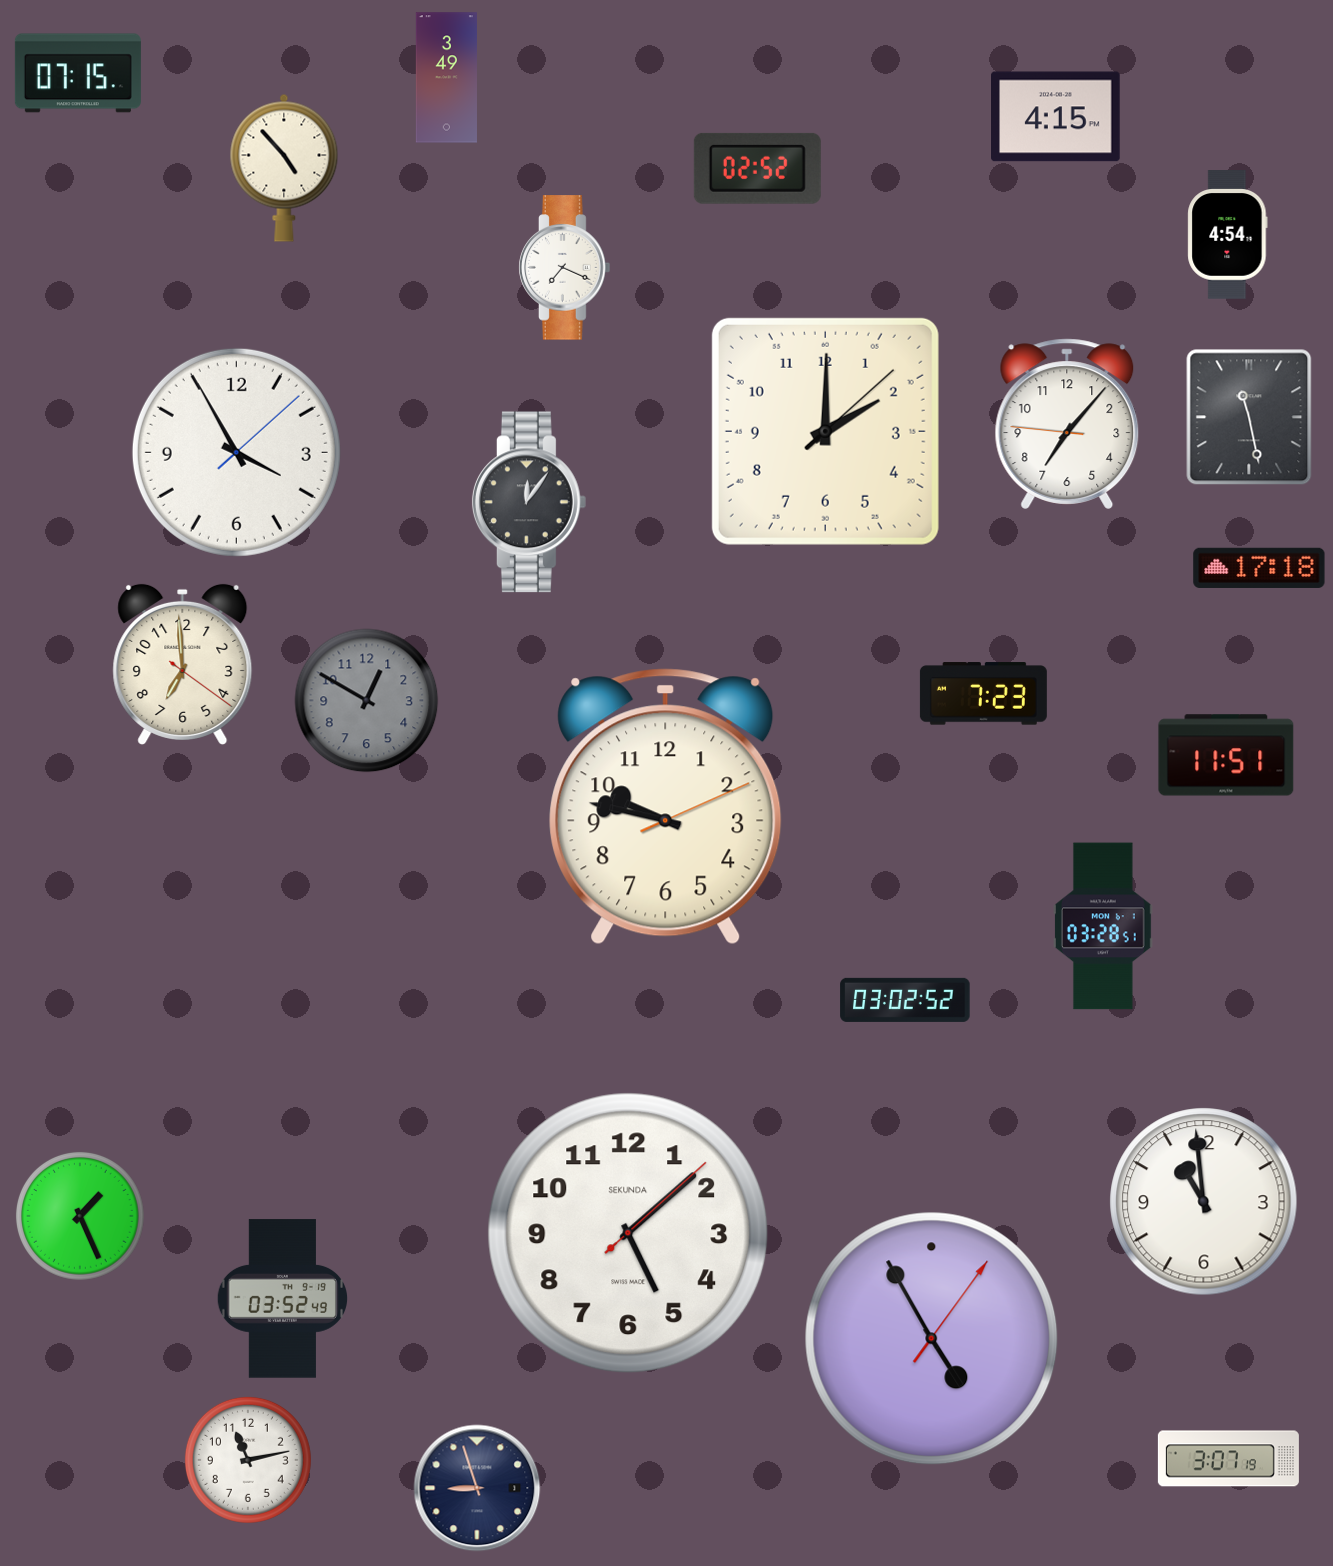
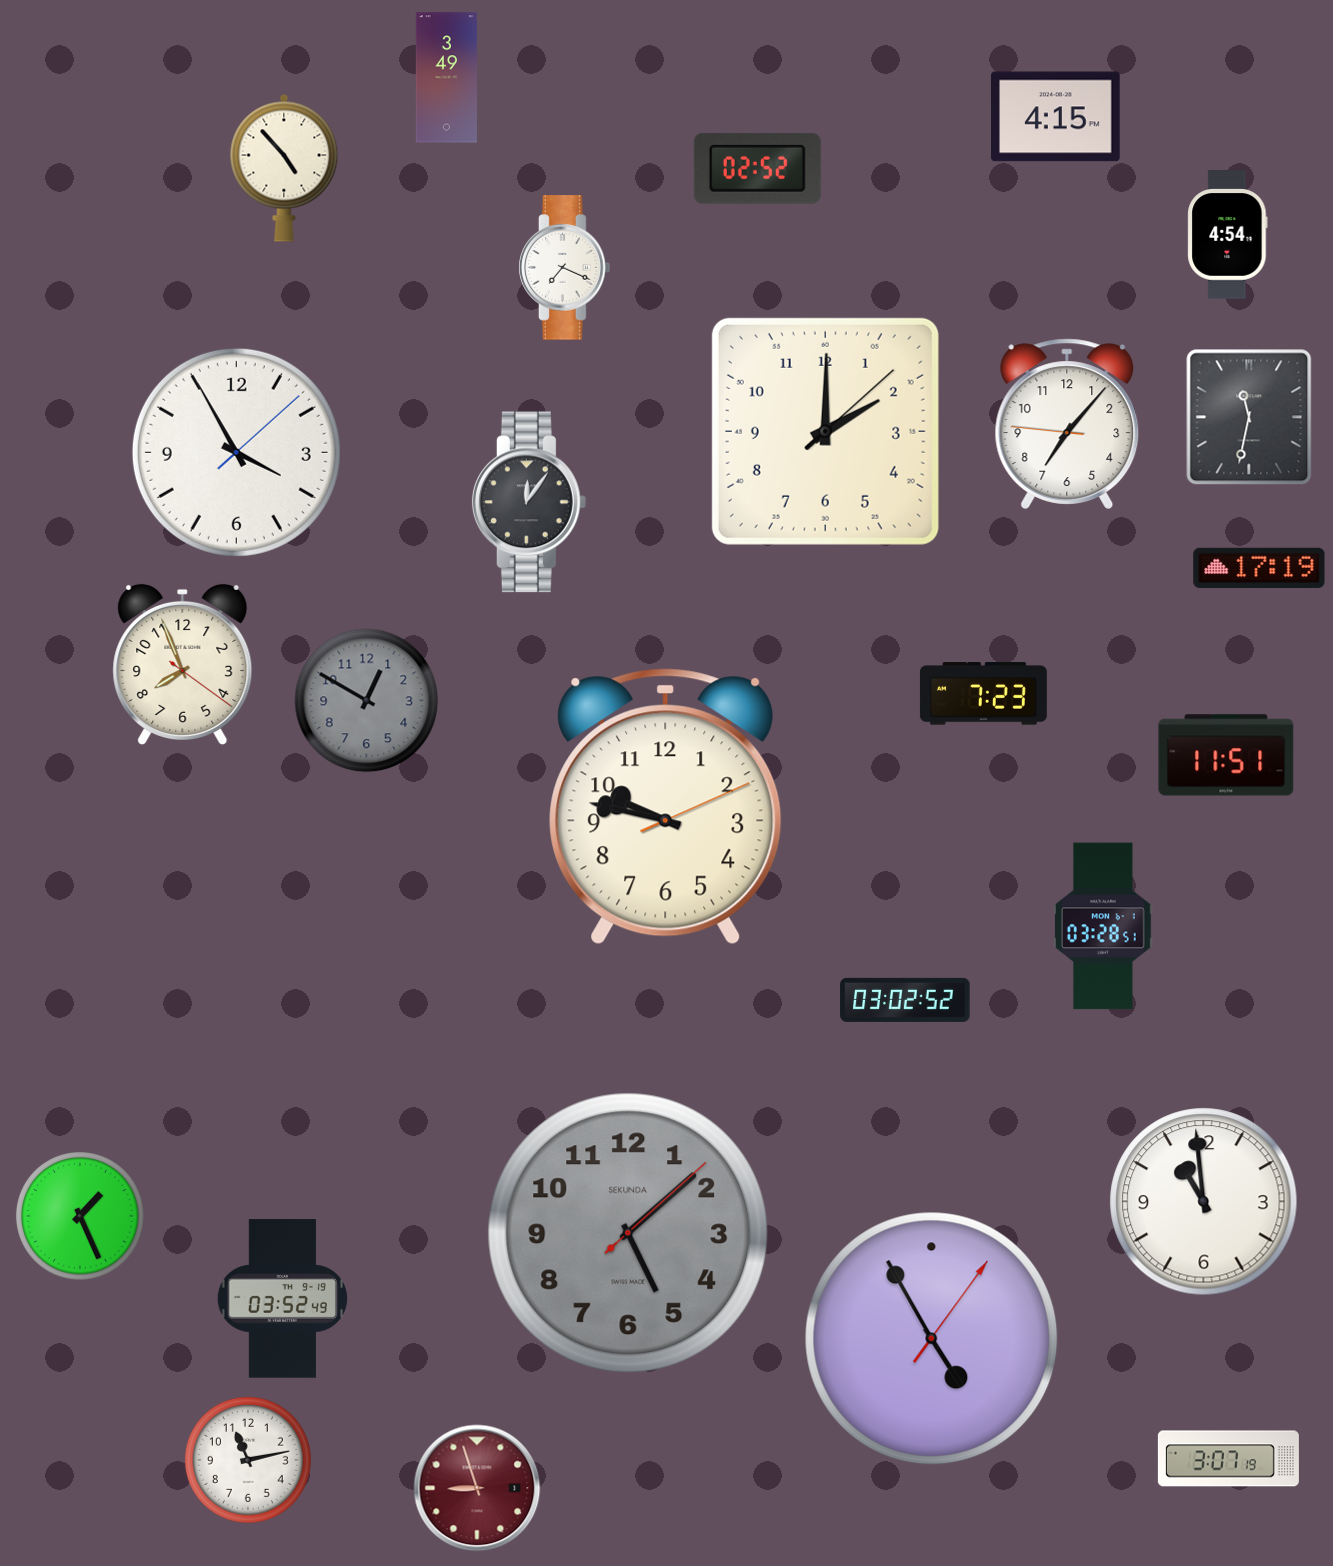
clock at (78, 73): 07:15 -> none
clock at (1249, 417): 11:28 -> 11:32
clock at (1259, 568): 17:18 -> 17:19
clock at (183, 664): 6:59 -> 7:56
clock at (628, 1233) dial: white -> grey
clock at (477, 1488) dial: navy -> burgundy
